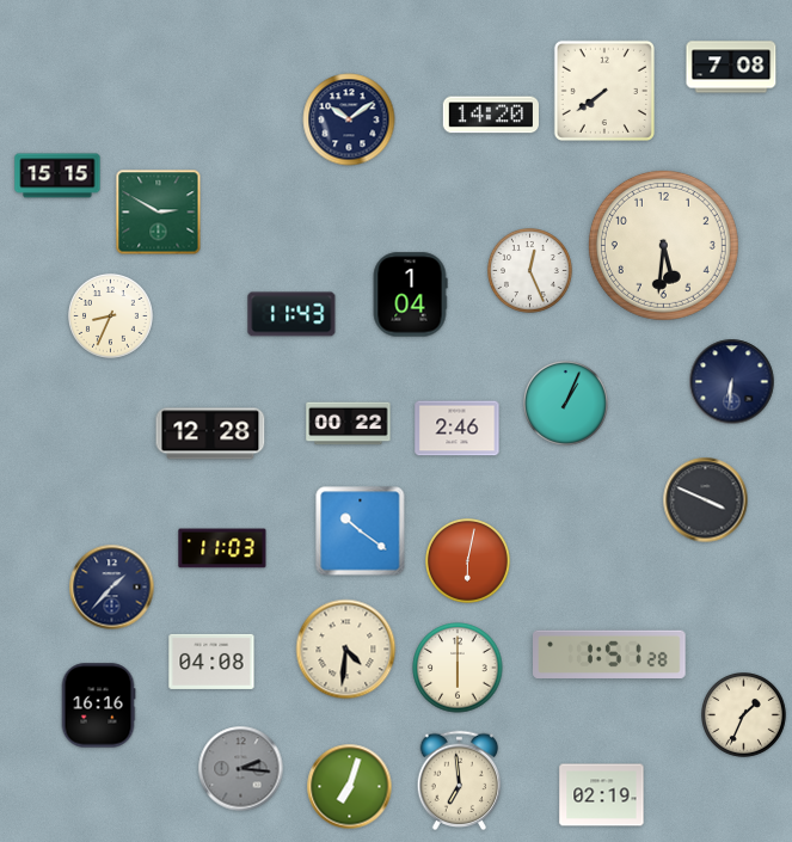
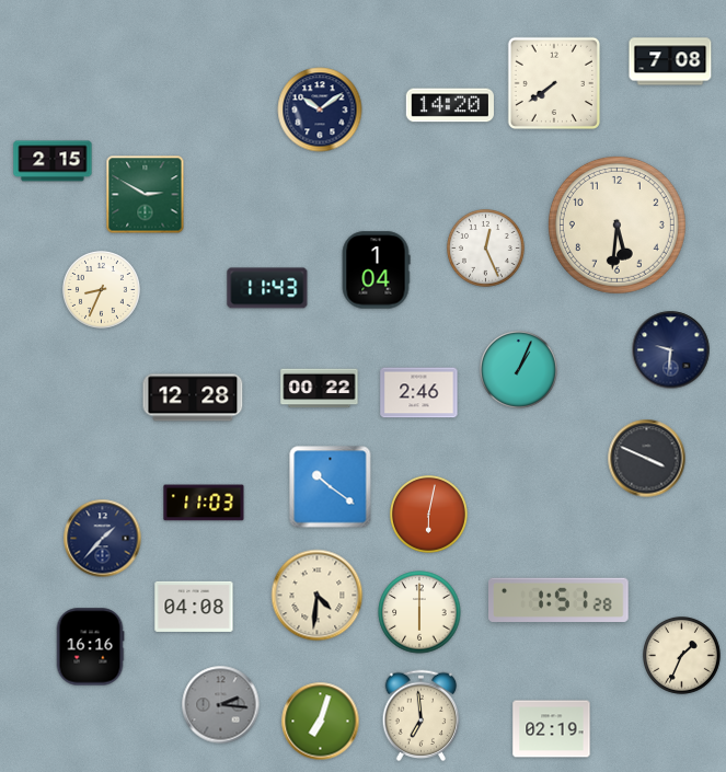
clock at (57, 176): 15:15 -> 2:15
clock at (663, 245) position: (663, 245) -> (616, 224)
clock at (732, 382): 6:31 -> 9:31
